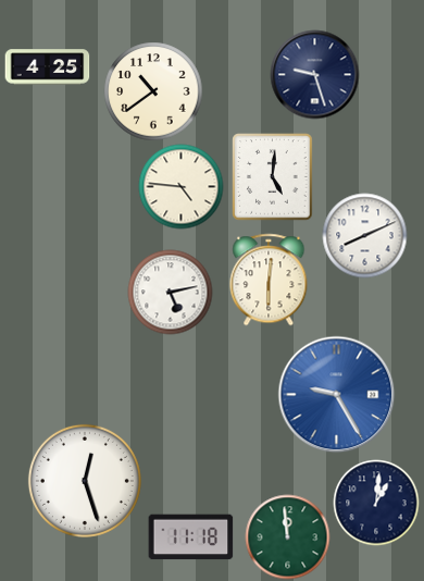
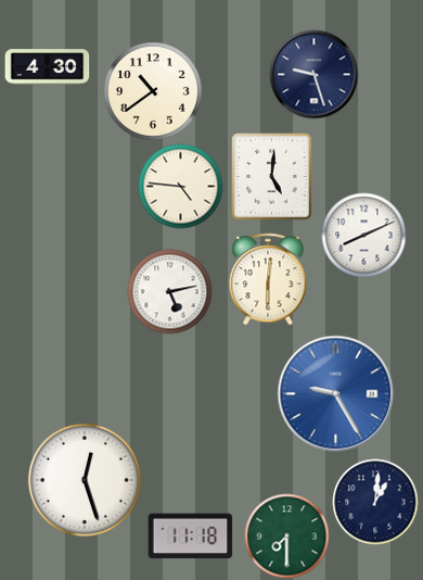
clock at (47, 67): 4:25 -> 4:30
clock at (287, 536): 11:59 -> 7:30
